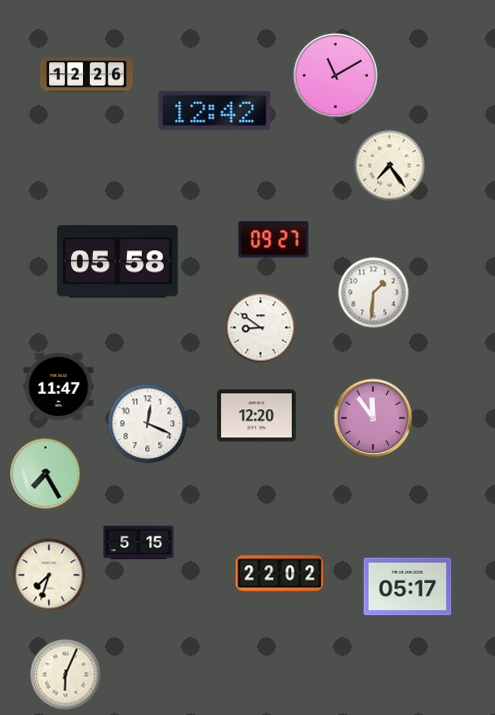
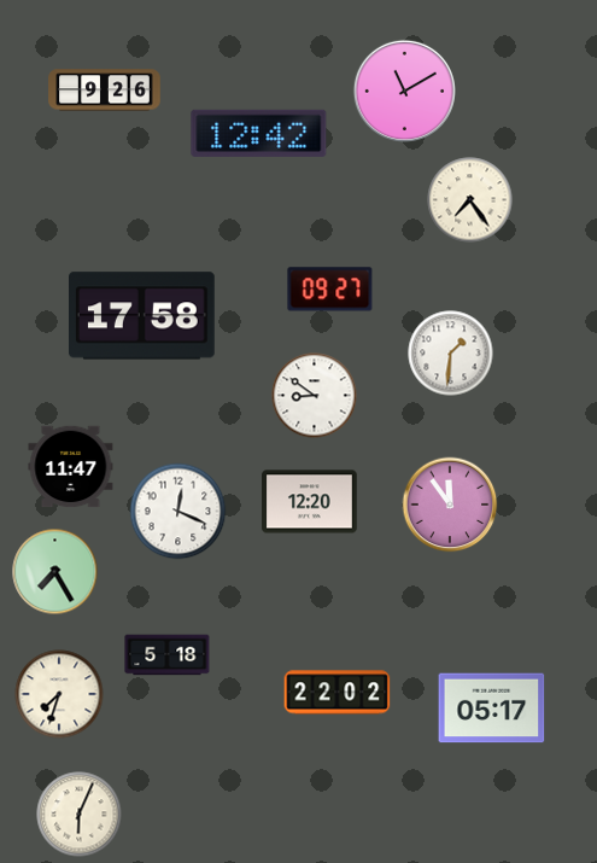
clock at (87, 75): 12:26 -> 9:26
clock at (118, 262): 05:58 -> 17:58
clock at (139, 543): 5:15 -> 5:18
